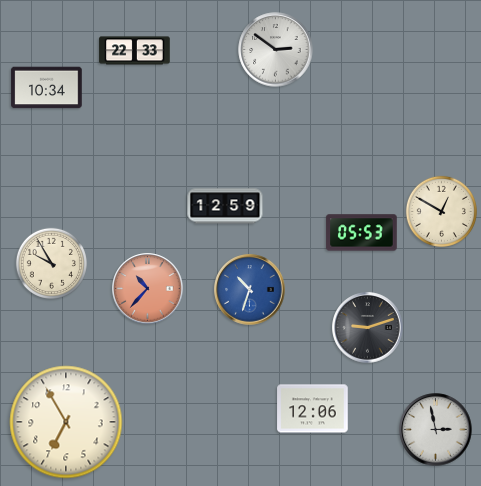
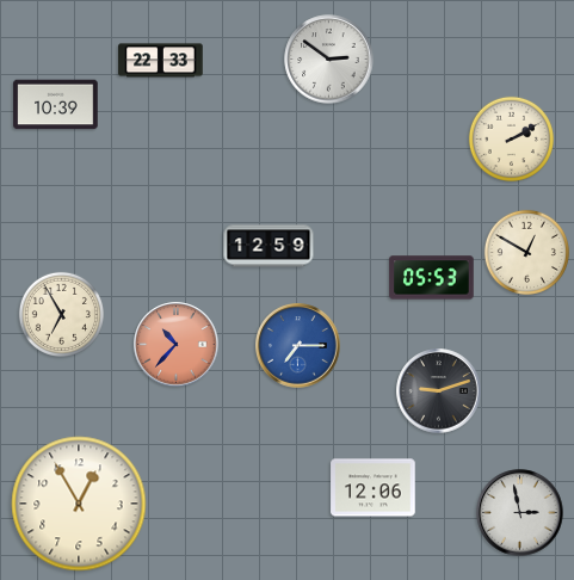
clock at (47, 88): 10:34 -> 10:39
clock at (511, 138): none -> 2:10
clock at (51, 263): 9:55 -> 6:55
clock at (250, 290): 10:33 -> 7:15
clock at (66, 422): 6:55 -> 12:55
